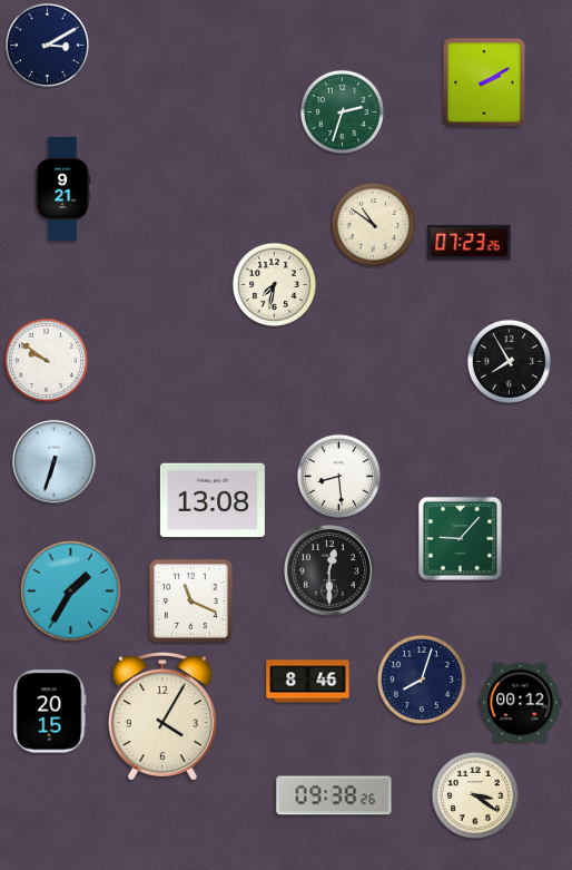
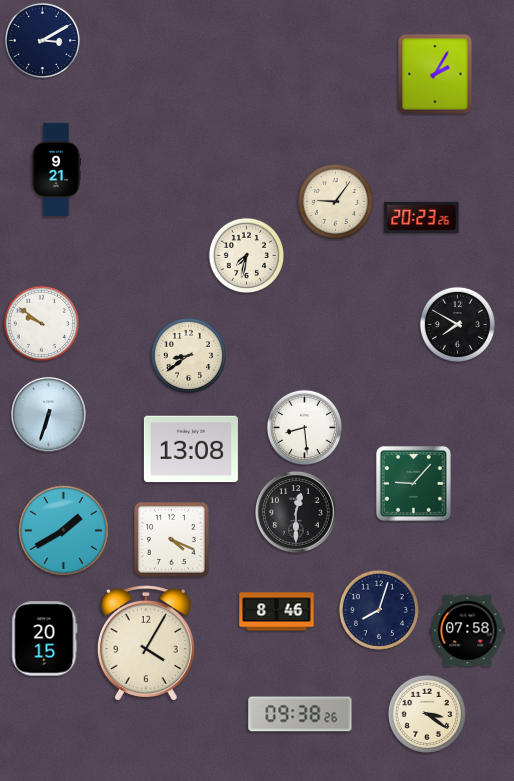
clock at (484, 82): 2:10 -> 2:05
clock at (342, 111): 2:33 -> none
clock at (373, 224): 10:51 -> 9:06
clock at (470, 242): 07:23 -> 20:23
clock at (509, 361): 7:55 -> 7:50
clock at (188, 355): none -> 8:39
clock at (70, 590): 1:35 -> 1:40
clock at (190, 600): 11:19 -> 4:19
clock at (521, 703): 00:12 -> 07:58
